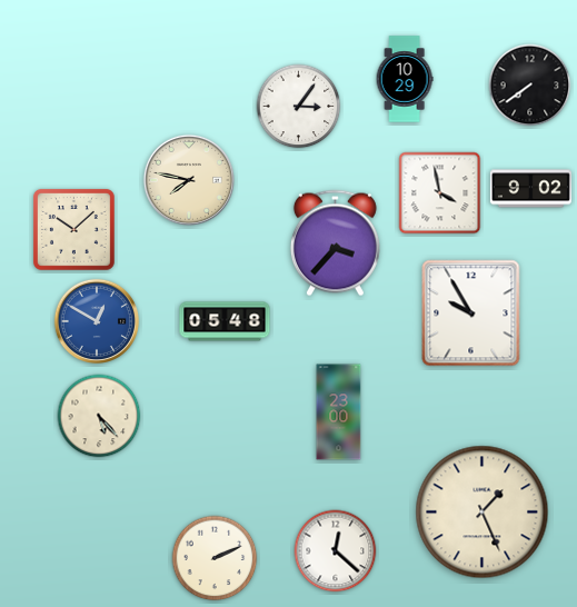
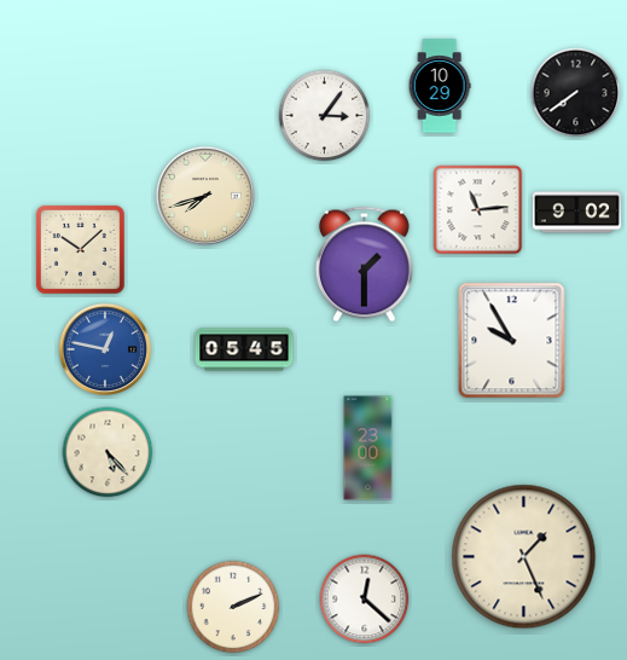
clock at (189, 180): 7:47 -> 7:42
clock at (530, 189) position: (530, 189) -> (576, 213)
clock at (440, 193): 3:58 -> 11:14
clock at (335, 243): 3:37 -> 1:30
clock at (96, 320): 12:50 -> 12:47
clock at (225, 321): 05:48 -> 05:45
